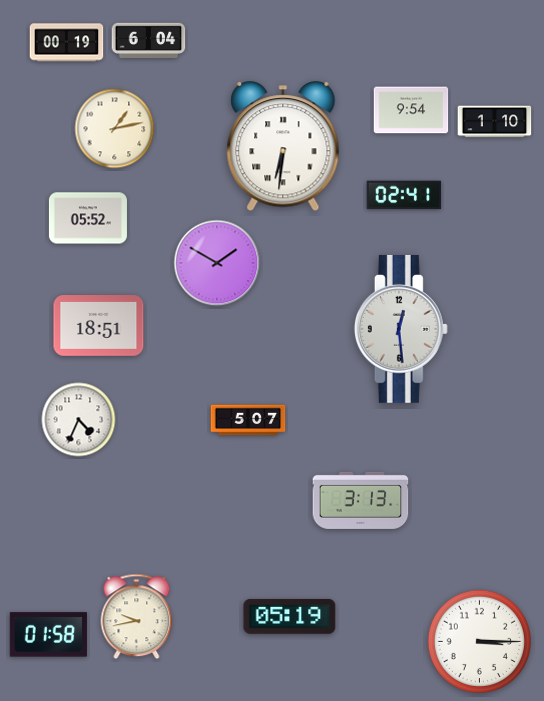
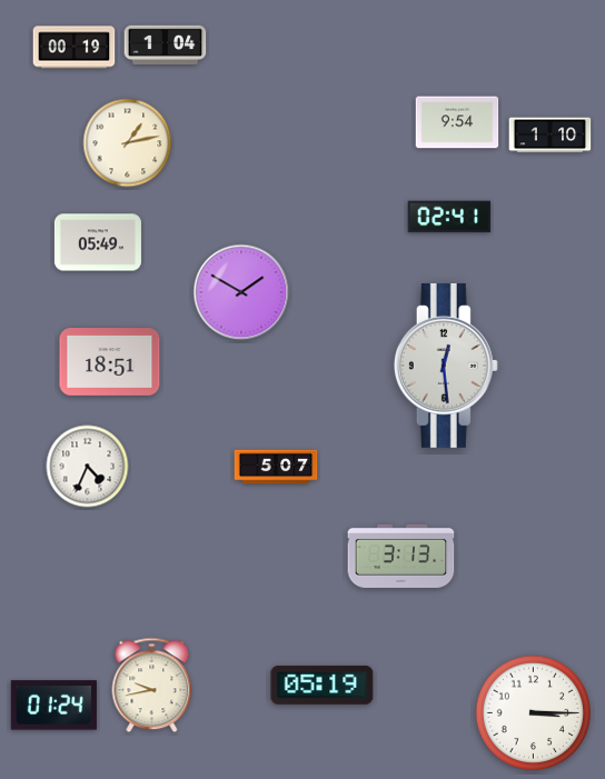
clock at (149, 41): 6:04 -> 1:04
clock at (283, 147): 6:31 -> none
clock at (88, 218): 05:52 -> 05:49
clock at (48, 635): 01:58 -> 01:24
